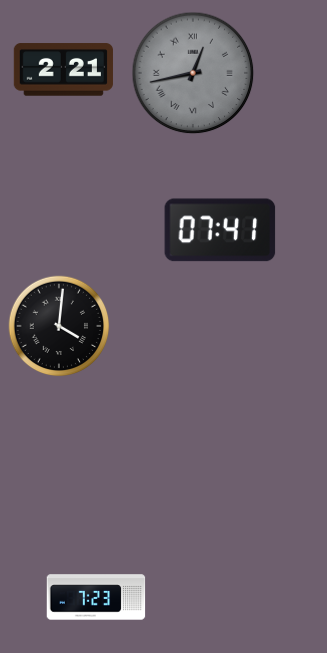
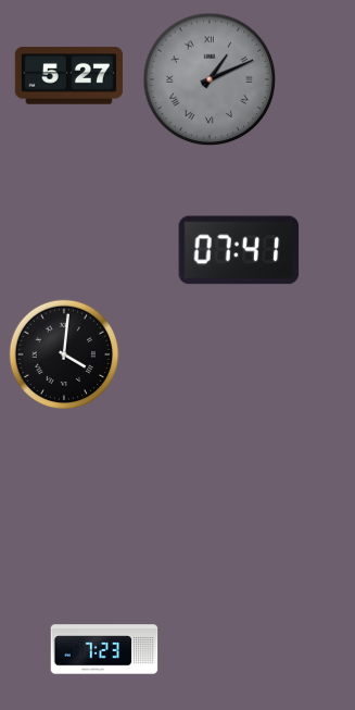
clock at (63, 70): 2:21 -> 5:27
clock at (193, 73): 12:43 -> 1:11
